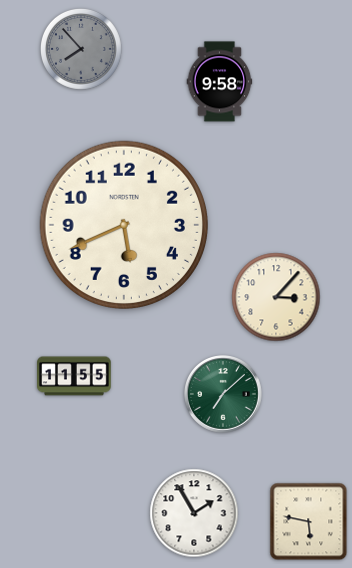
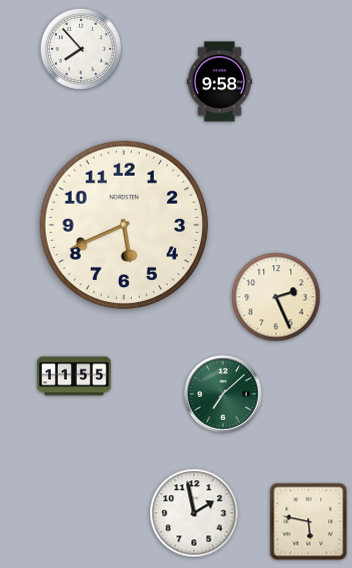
clock at (81, 49) dial: grey -> white
clock at (276, 297): 3:07 -> 2:26
clock at (194, 513): 1:55 -> 1:58
